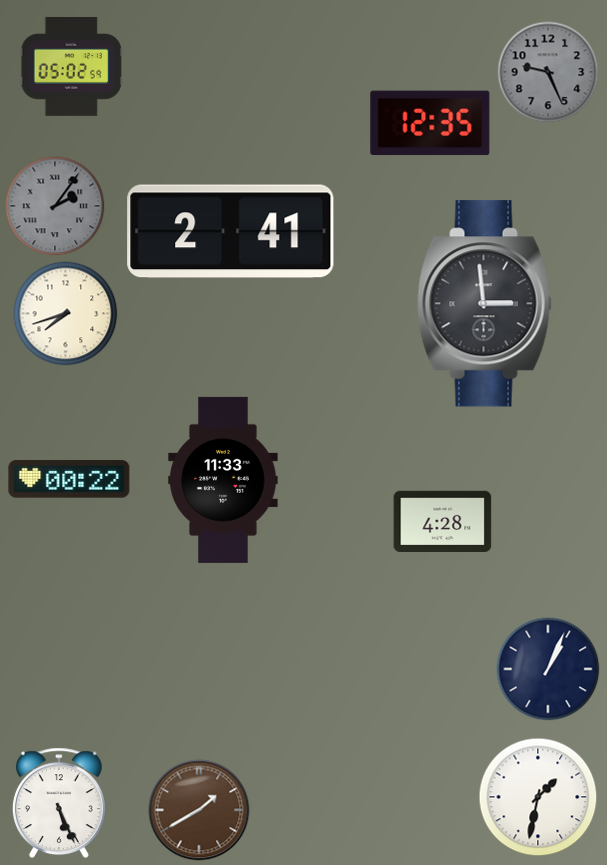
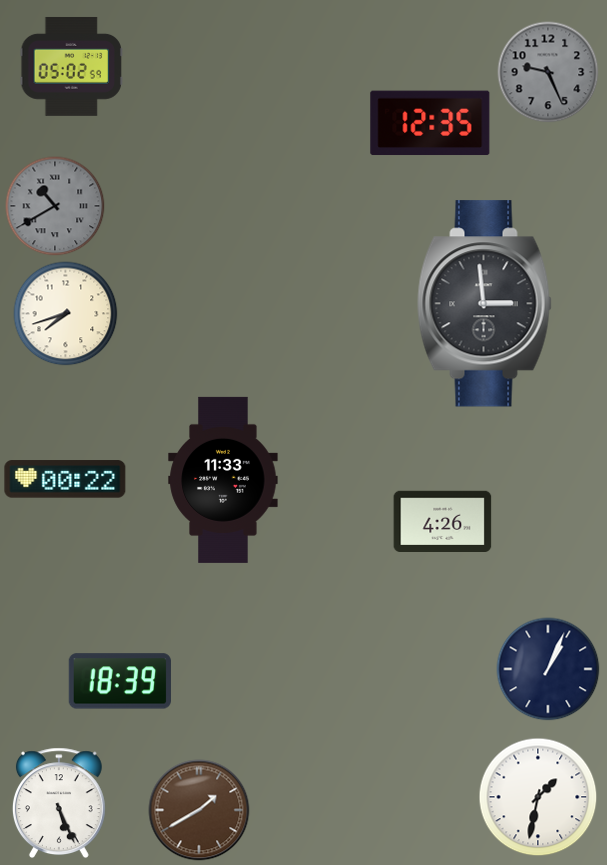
clock at (55, 206): 2:06 -> 10:40
clock at (231, 232): 2:41 -> none
clock at (69, 479) position: (69, 479) -> (65, 479)
clock at (443, 521): 4:28 -> 4:26
clock at (120, 681): none -> 18:39
